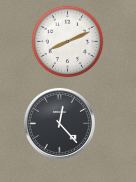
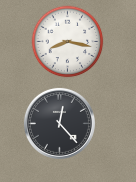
clock at (68, 42): 8:11 -> 8:17
